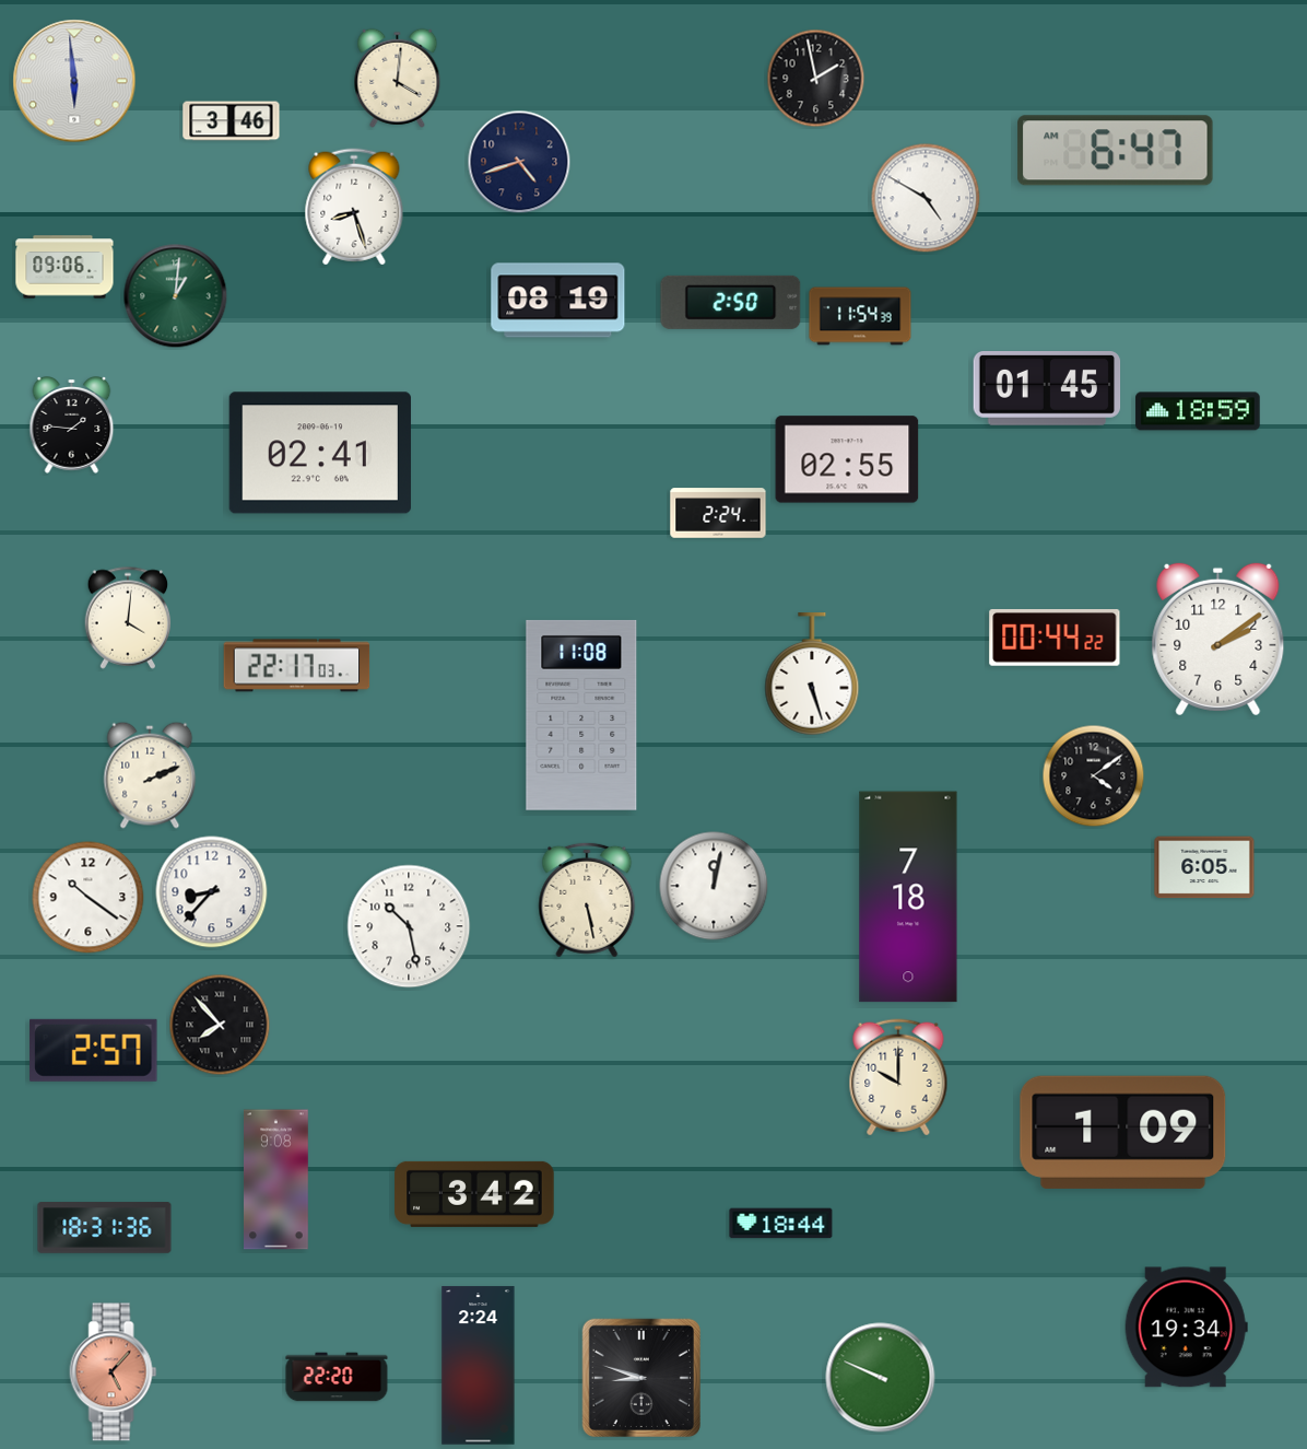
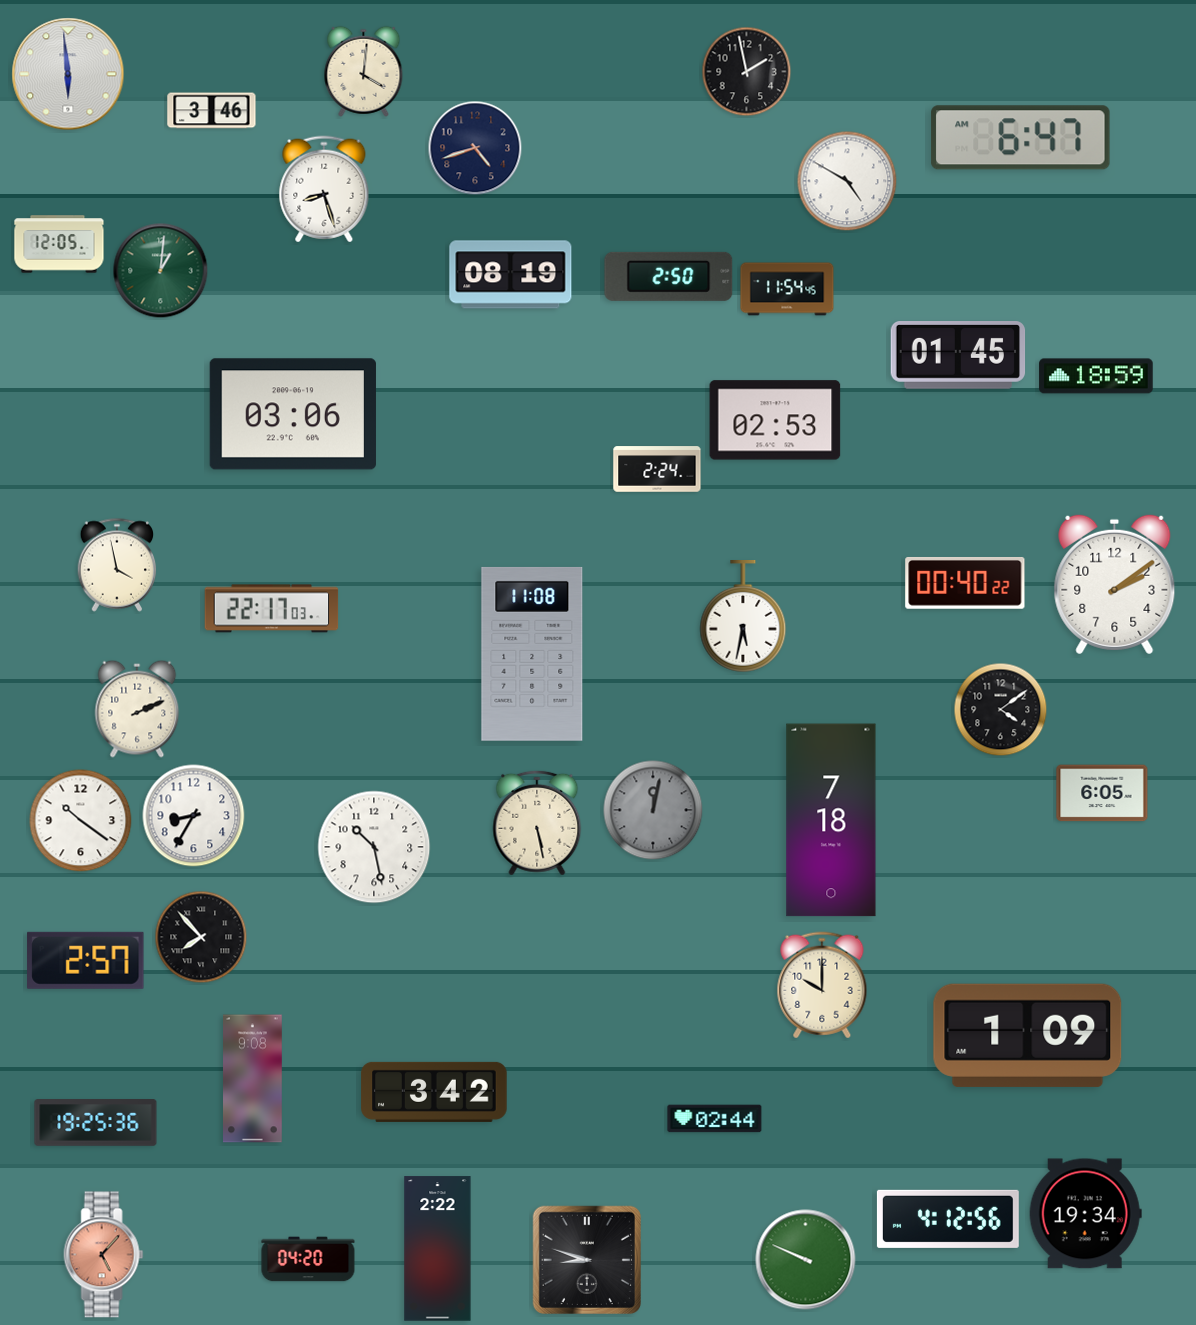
clock at (64, 267): 09:06 -> 12:05
clock at (860, 316): 11:54:39 -> 11:54:45
clock at (72, 425): 1:46 -> none
clock at (320, 453): 02:41 -> 03:06
clock at (847, 459): 02:55 -> 02:53
clock at (128, 618): 4:01 -> 3:58
clock at (1055, 638): 00:44 -> 00:40
clock at (812, 675): 5:27 -> 5:32
clock at (714, 886) dial: white -> grey
clock at (212, 892): 8:37 -> 8:35
clock at (781, 1224): 18:44 -> 02:44
clock at (105, 1228): 18:31 -> 19:25
clock at (948, 1219): none -> 4:12
clock at (479, 1366): 2:24 -> 2:22
clock at (337, 1377): 22:20 -> 04:20
